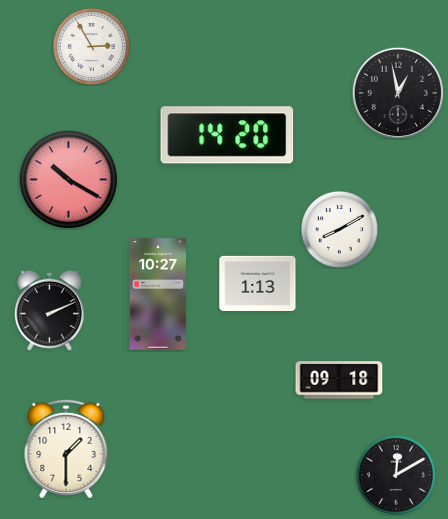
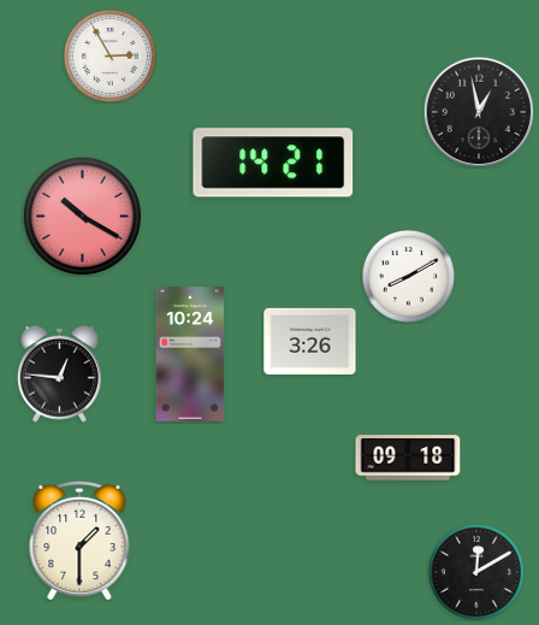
clock at (227, 135): 14:20 -> 14:21
clock at (258, 283): 1:13 -> 3:26
clock at (158, 294): 10:27 -> 10:24
clock at (49, 310): 2:11 -> 12:46
